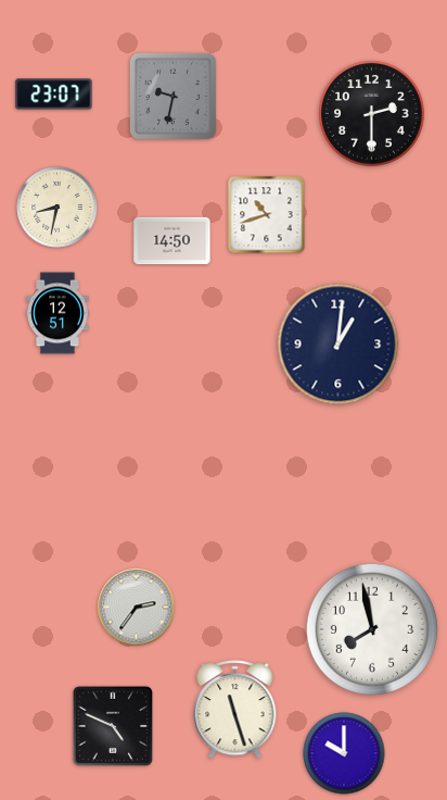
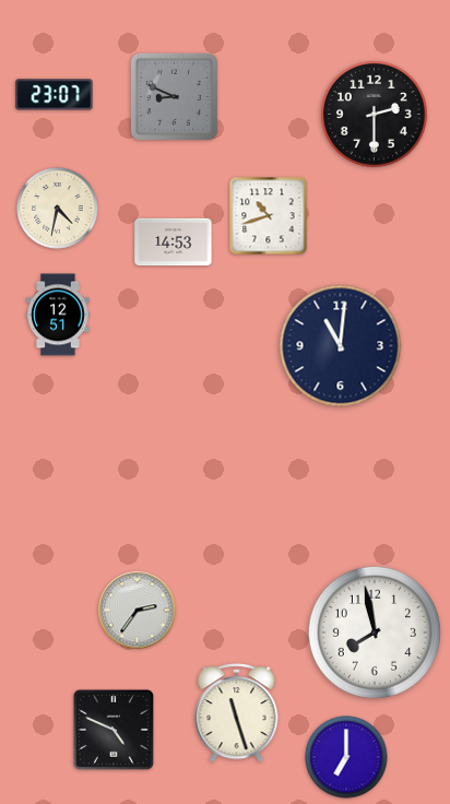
clock at (173, 96): 9:32 -> 8:49
clock at (58, 208): 8:32 -> 4:32
clock at (173, 241): 14:50 -> 14:53
clock at (339, 345): 1:01 -> 11:01
clock at (344, 753): 10:00 -> 7:00
